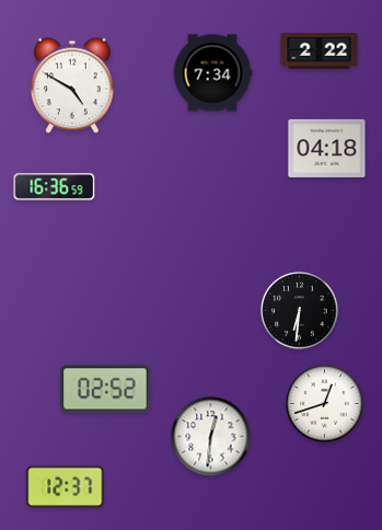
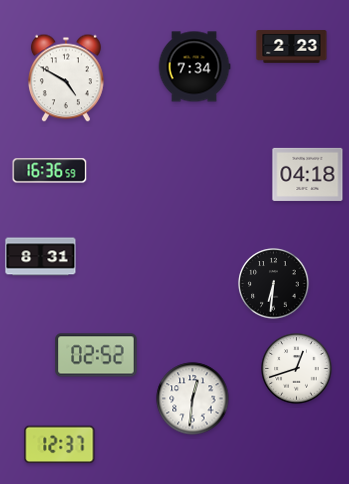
clock at (320, 51): 2:22 -> 2:23
clock at (327, 148) position: (327, 148) -> (308, 174)
clock at (41, 257): none -> 8:31
